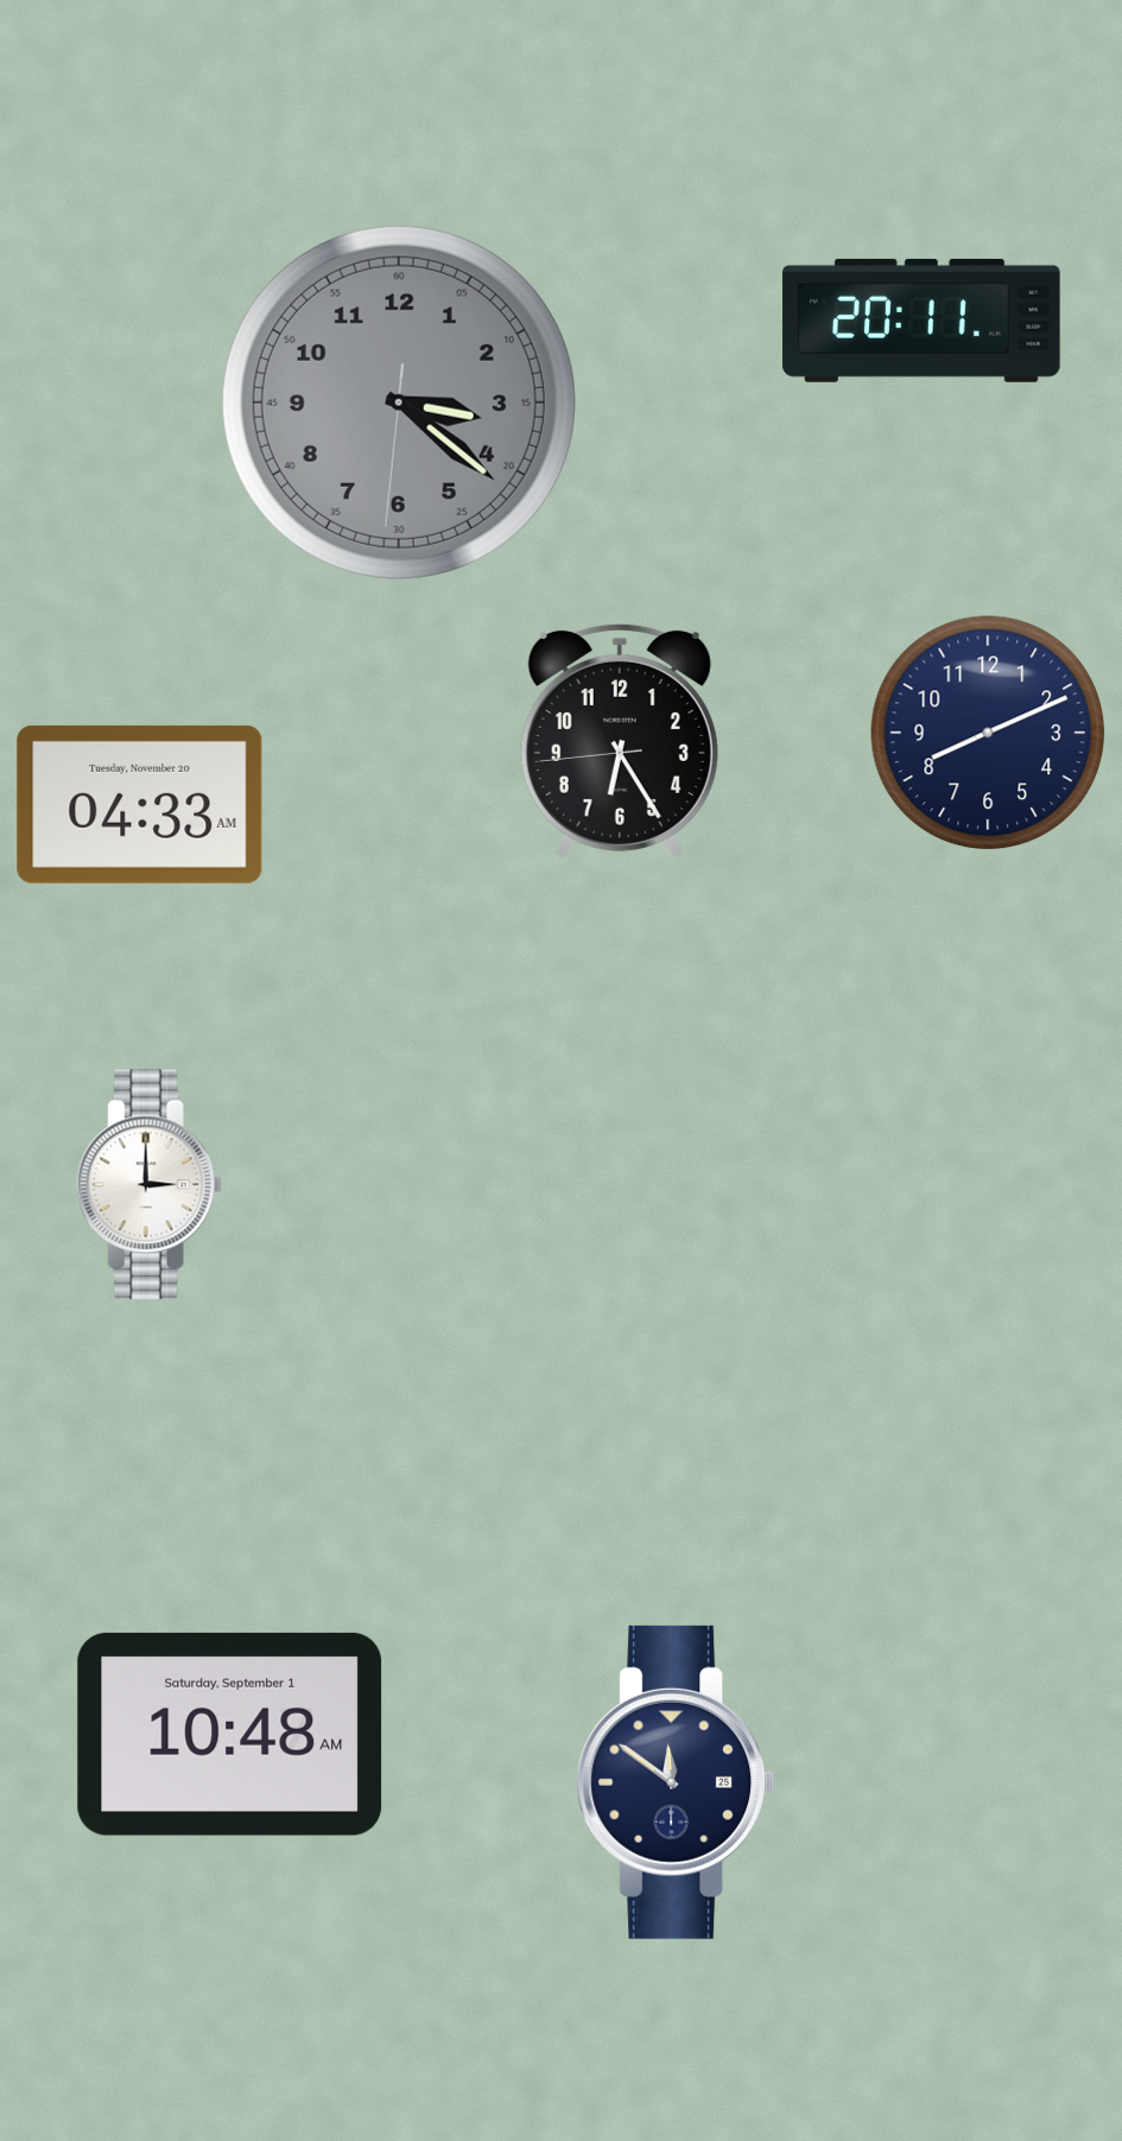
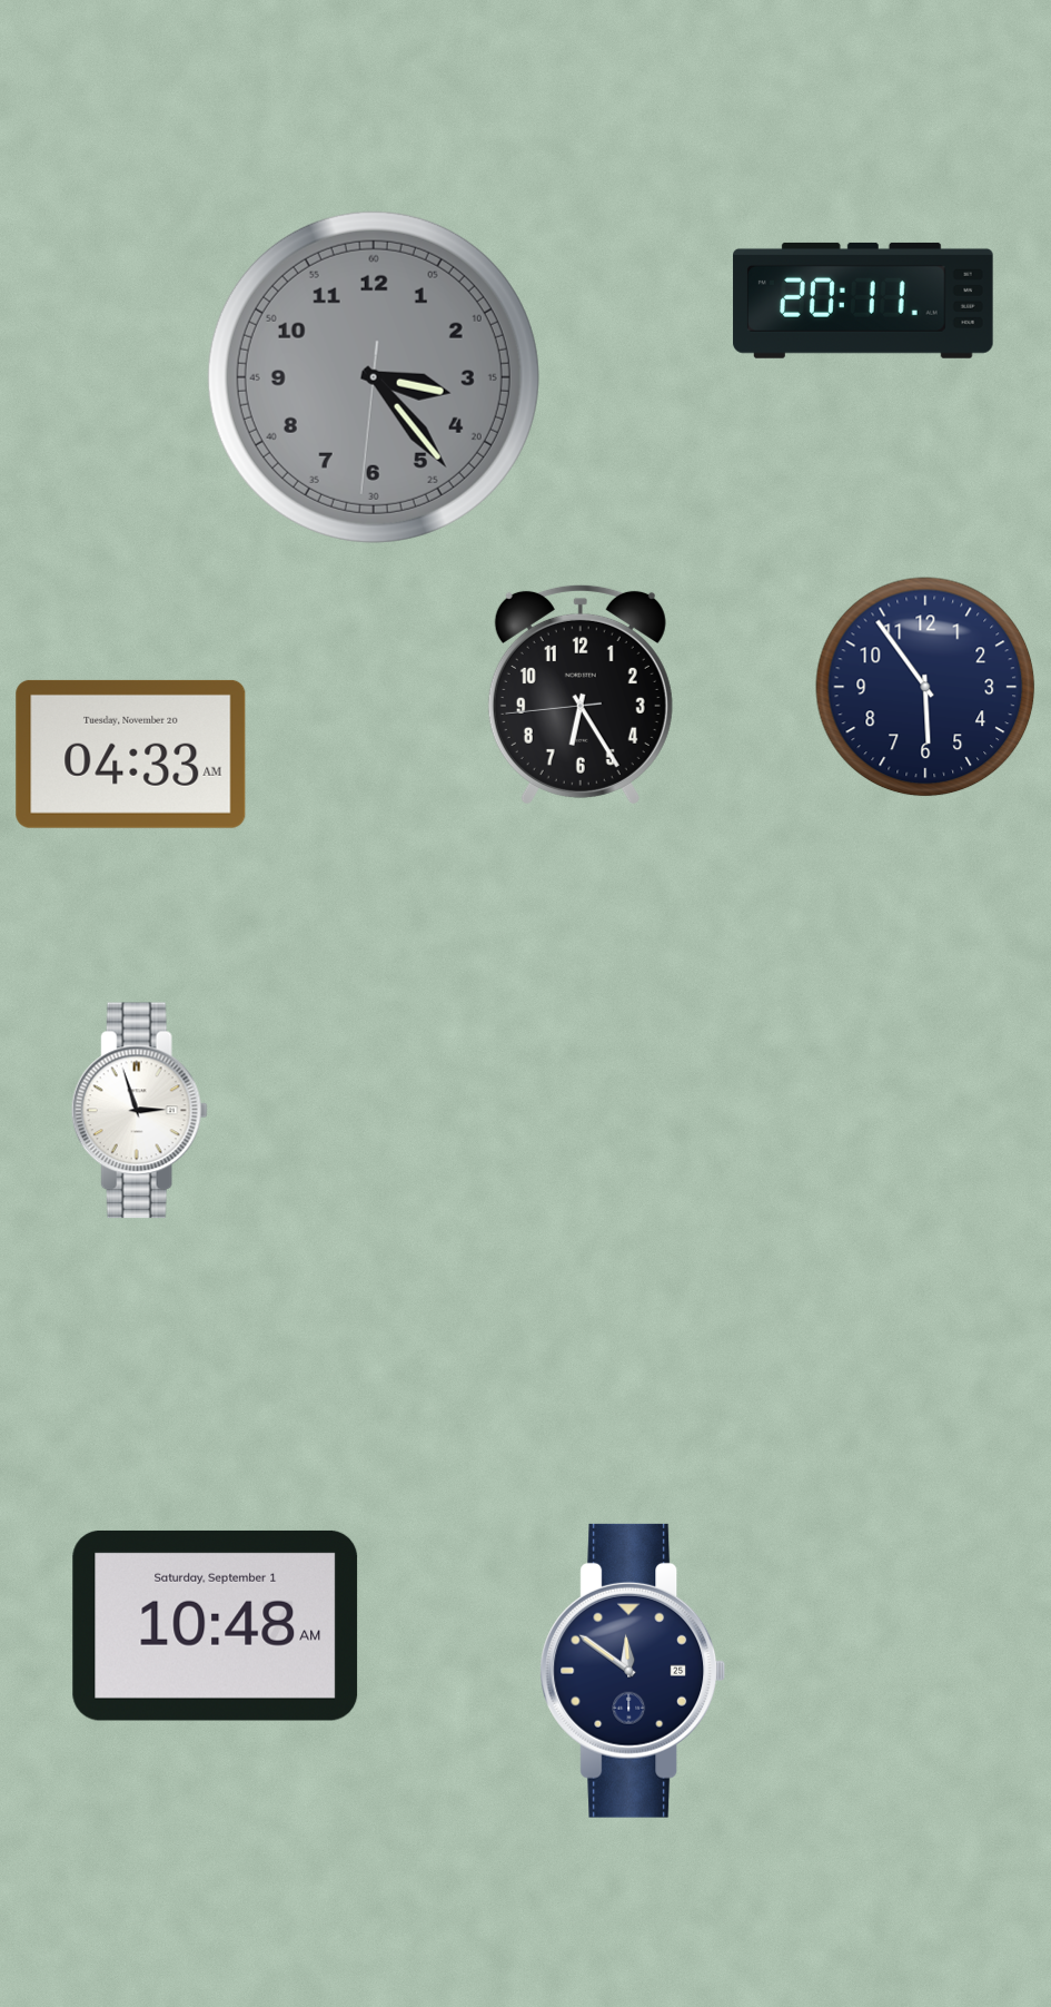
clock at (399, 403): 3:21 -> 3:23
clock at (988, 733): 8:11 -> 5:54
clock at (148, 1185): 3:00 -> 2:57
